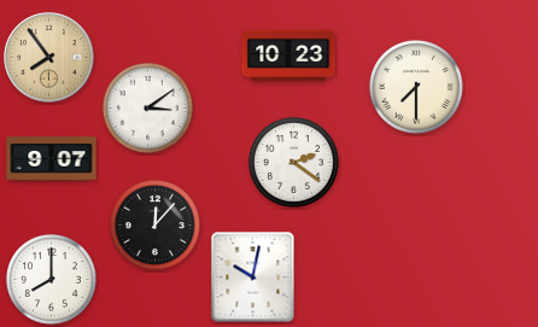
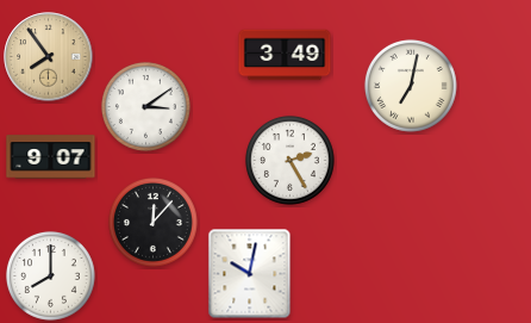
clock at (288, 56): 10:23 -> 3:49
clock at (416, 87): 7:30 -> 7:02
clock at (293, 162): 2:21 -> 2:25
